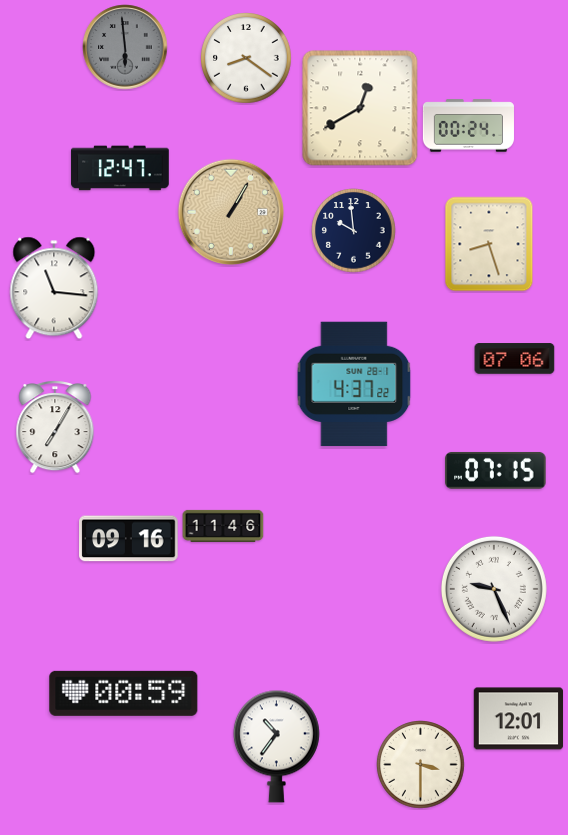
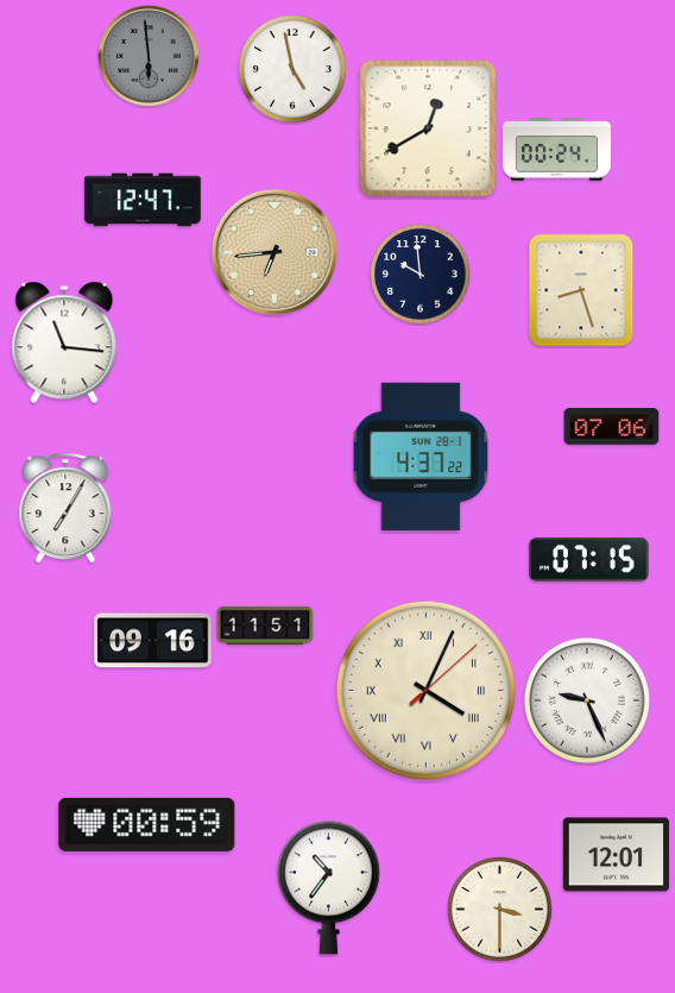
clock at (246, 58): 8:21 -> 4:58
clock at (230, 211): 1:05 -> 6:44
clock at (223, 526): 11:46 -> 11:51
clock at (425, 690): none -> 4:04
